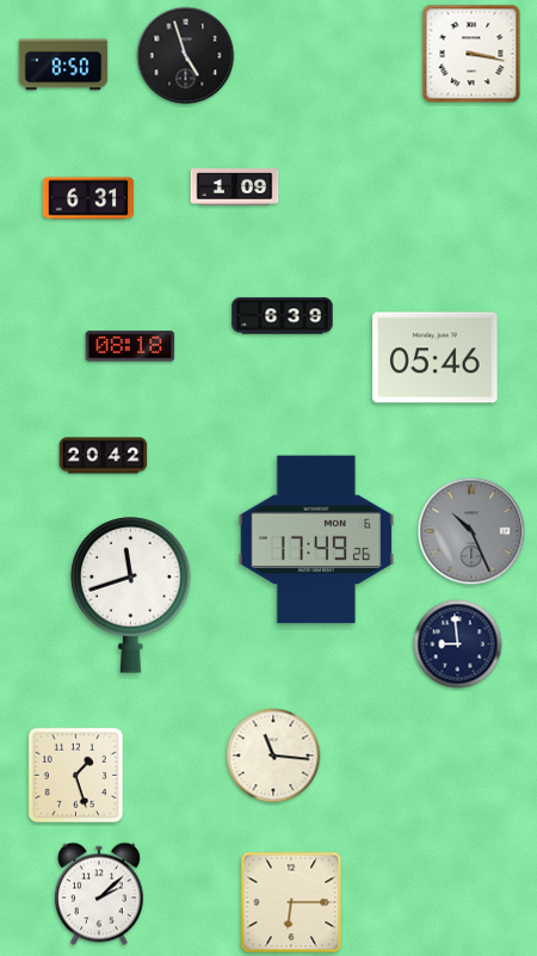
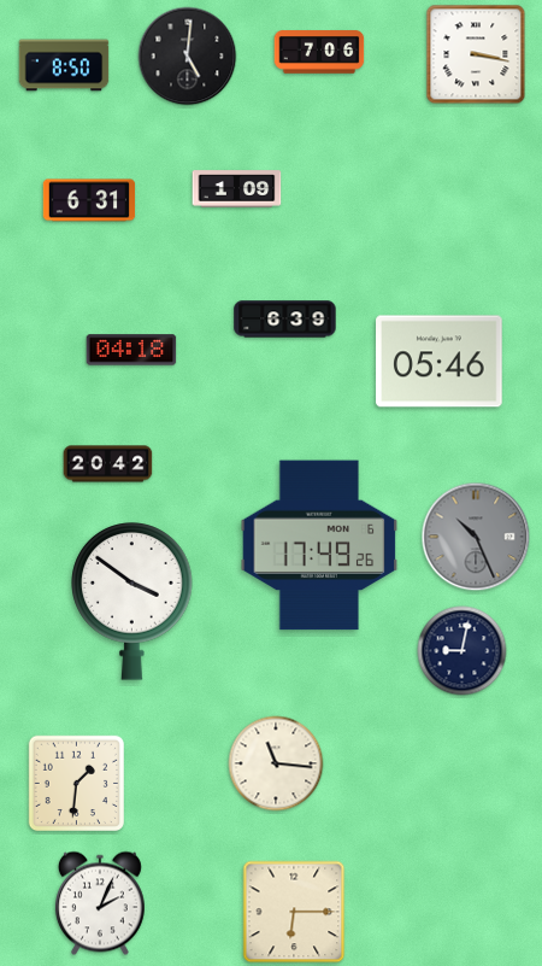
clock at (319, 52): none -> 7:06
clock at (186, 56): 4:57 -> 5:01
clock at (130, 346): 08:18 -> 04:18
clock at (104, 456) position: (104, 456) -> (108, 464)
clock at (131, 596): 11:42 -> 3:51
clock at (458, 644): 8:59 -> 9:02
clock at (75, 775): 1:27 -> 1:31
clock at (99, 894): 2:08 -> 2:04
